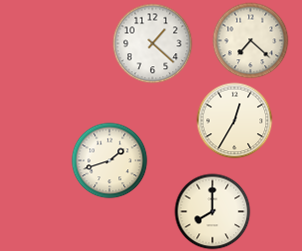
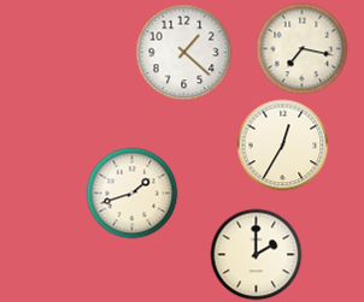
clock at (251, 41): 7:22 -> 7:17
clock at (213, 212): 8:00 -> 2:00
